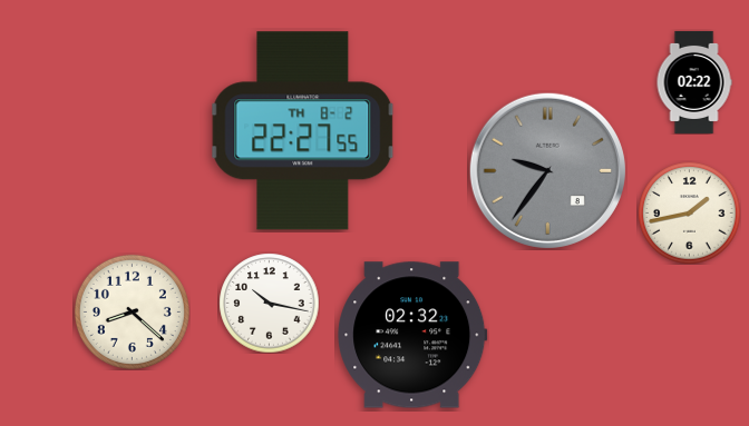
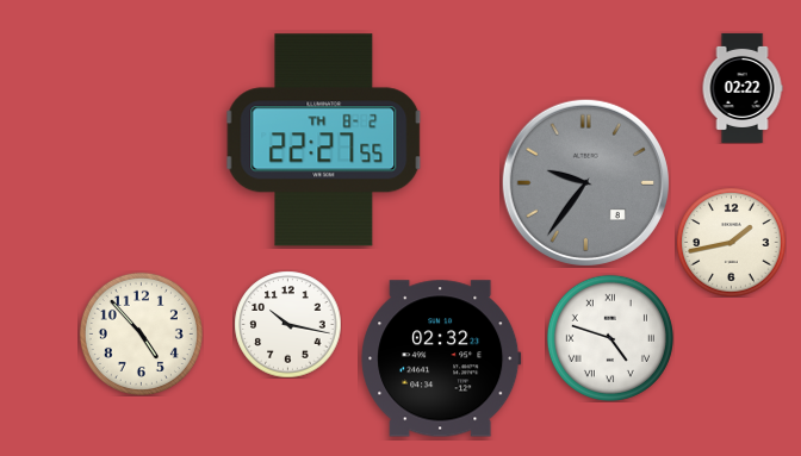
clock at (689, 212) position: (689, 212) -> (731, 242)
clock at (132, 311): 8:22 -> 4:53
clock at (610, 338): none -> 4:48
